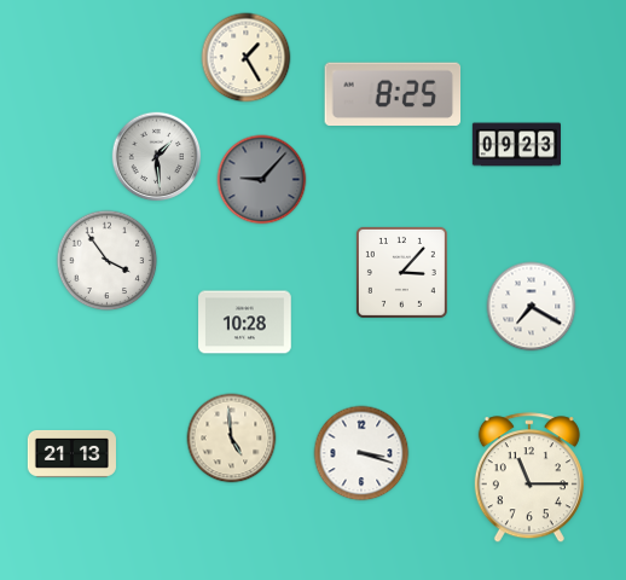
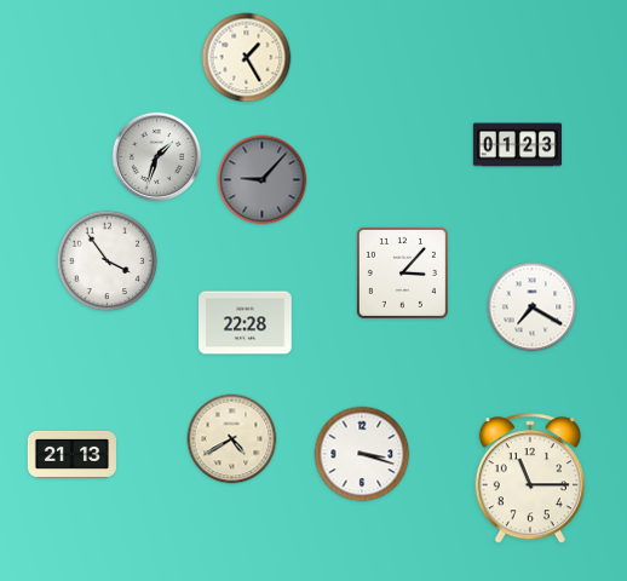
clock at (393, 94): 8:25 -> none
clock at (516, 145): 09:23 -> 01:23
clock at (157, 157): 1:29 -> 1:33
clock at (245, 323): 10:28 -> 22:28
clock at (232, 439): 4:59 -> 4:40
